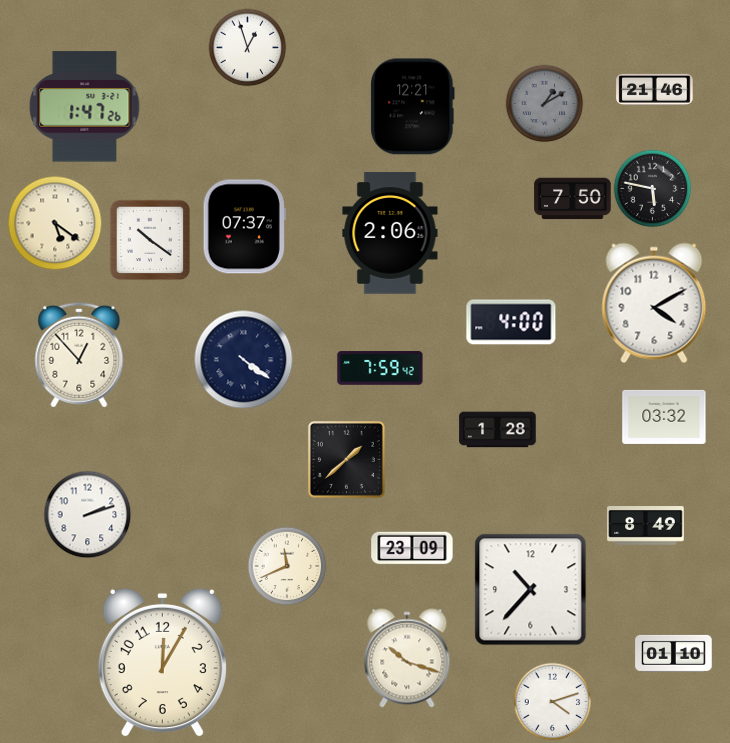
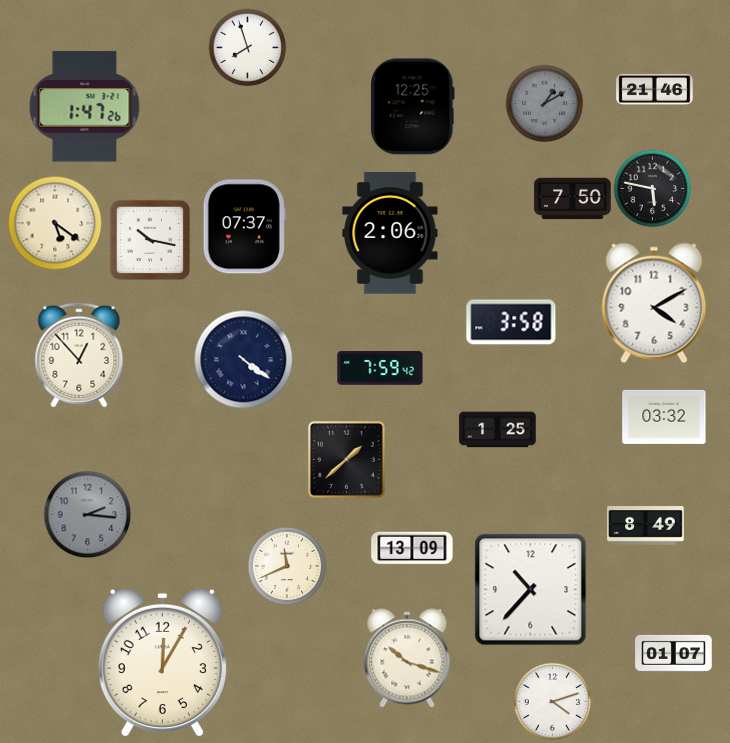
clock at (247, 47): 12:57 -> 7:57
clock at (413, 107): 12:21 -> 12:25
clock at (150, 240): 10:21 -> 10:17
clock at (511, 322): 4:00 -> 3:58
clock at (498, 430): 1:28 -> 1:25
clock at (87, 514): 2:12 -> 2:16
clock at (87, 514) dial: white -> grey
clock at (412, 548): 23:09 -> 13:09
clock at (674, 653): 01:10 -> 01:07
